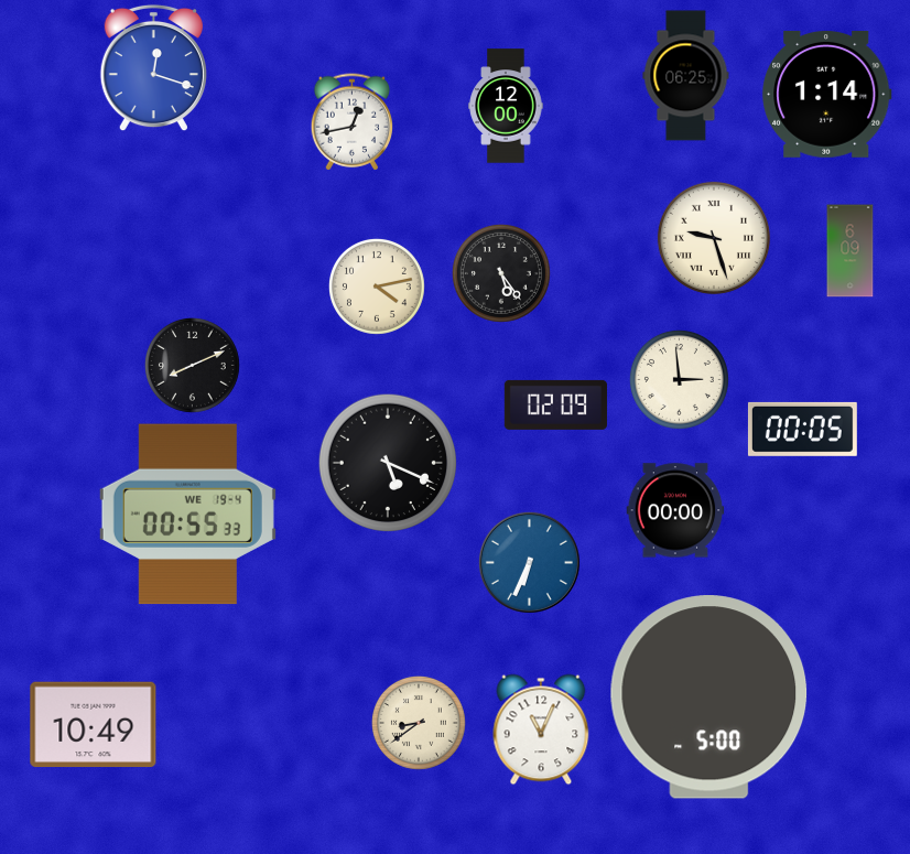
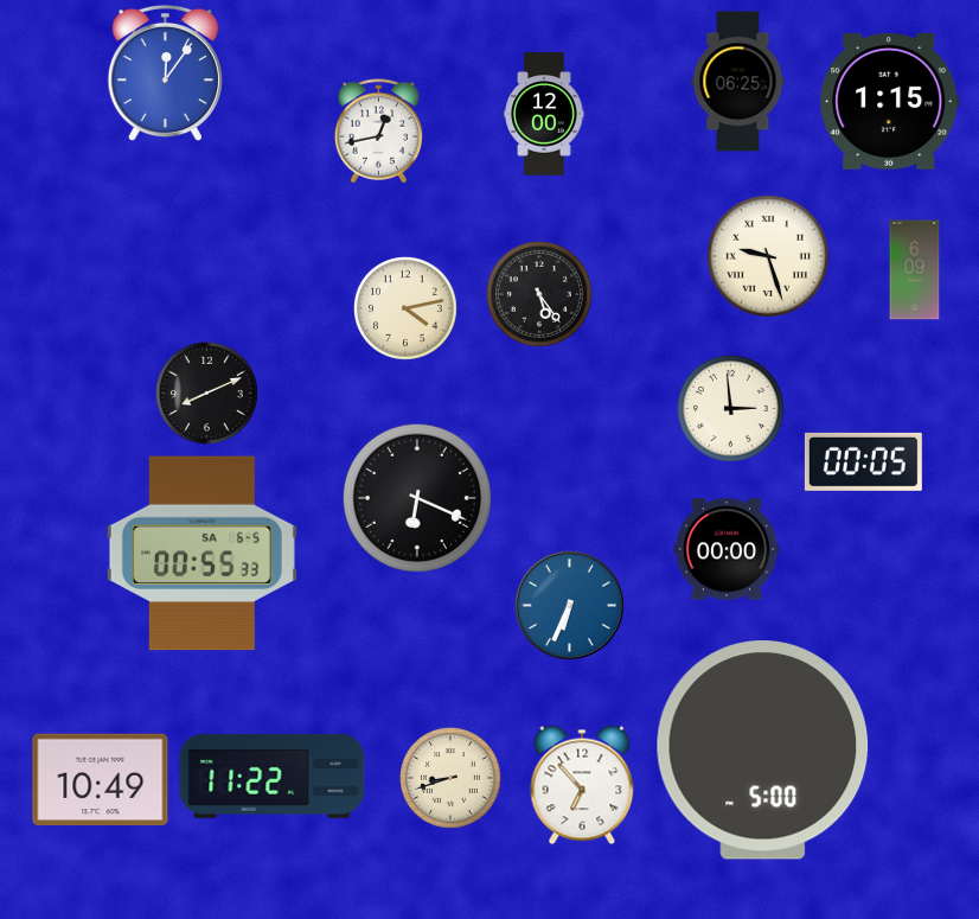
clock at (153, 68): 12:18 -> 12:06
clock at (827, 94): 1:14 -> 1:15
clock at (555, 404): 02:09 -> none
clock at (387, 462): 5:19 -> 6:19
clock at (187, 515) date: WE 19-4 -> SA 6-5
clock at (273, 776): none -> 11:22
clock at (419, 723): 8:39 -> 8:42
clock at (541, 729): 11:04 -> 6:53
